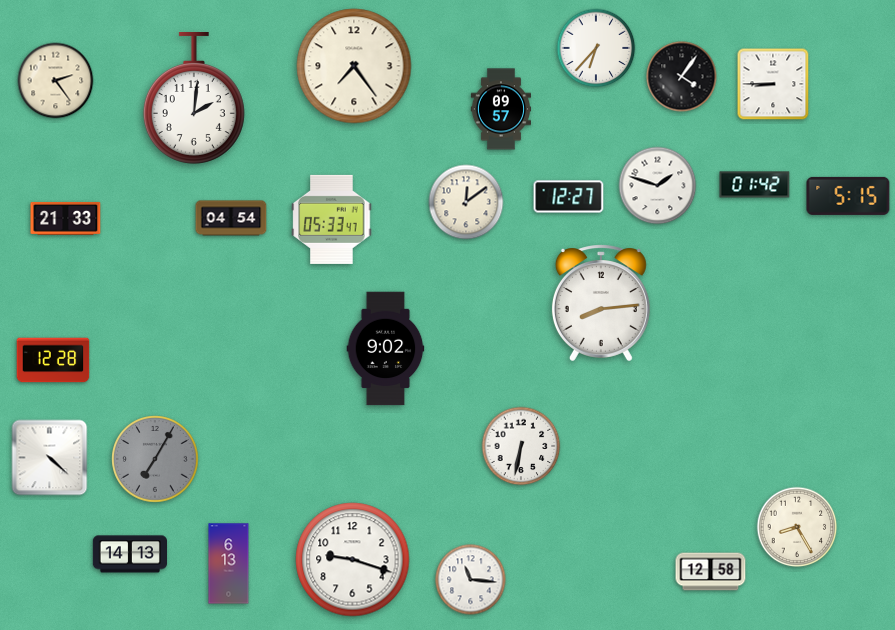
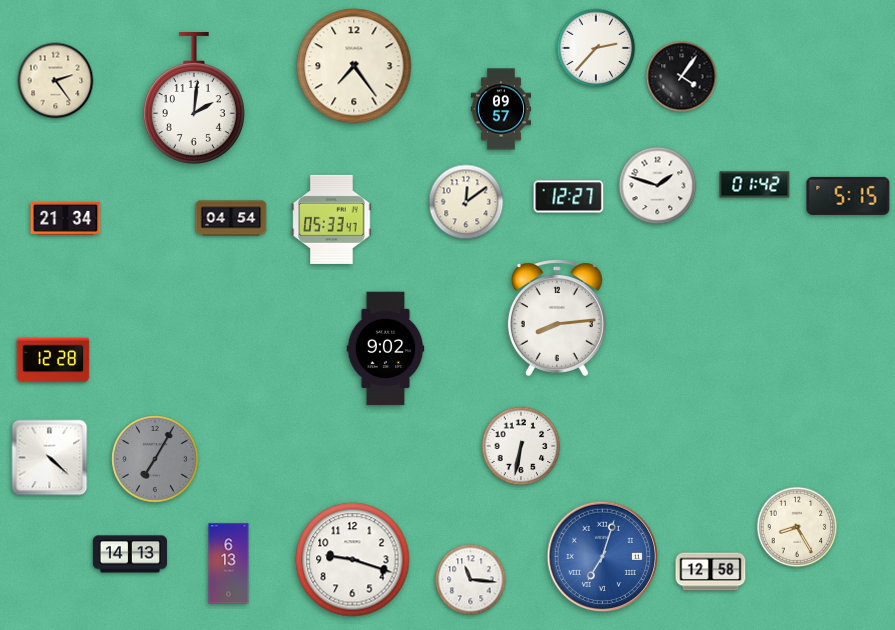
clock at (596, 48): 6:37 -> 2:37
clock at (773, 84): 8:45 -> none
clock at (66, 218): 21:33 -> 21:34
clock at (601, 303) position: (601, 303) -> (557, 318)
clock at (602, 556): none -> 7:03
